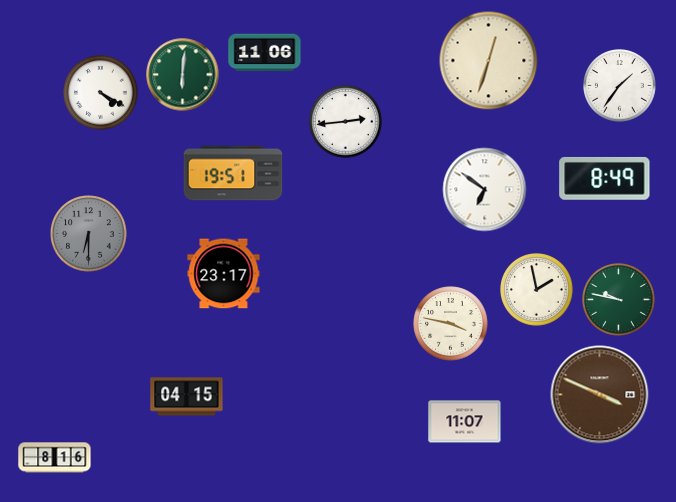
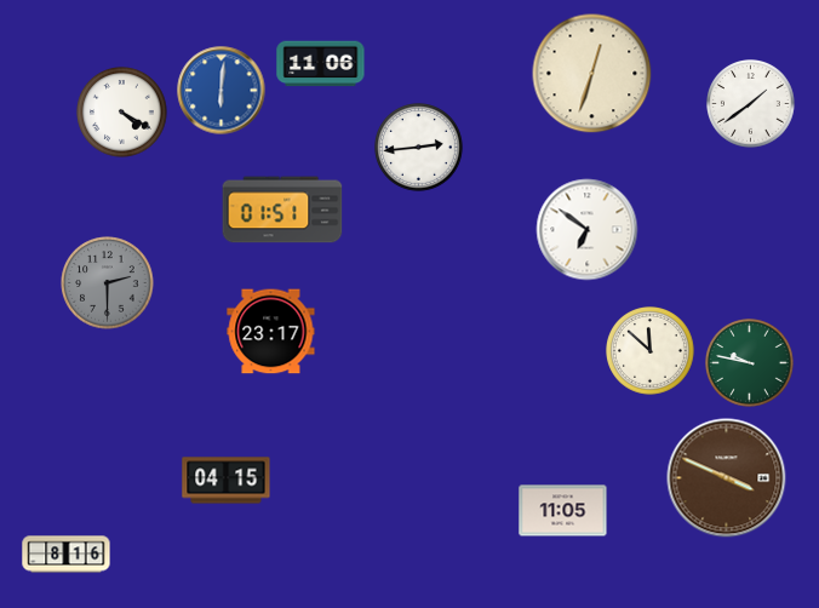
clock at (183, 75) dial: green -> blue
clock at (620, 86): 1:36 -> 1:39
clock at (233, 173): 19:51 -> 01:51
clock at (605, 178): 8:49 -> none
clock at (89, 234): 6:30 -> 2:30
clock at (537, 290): 1:58 -> 11:52
clock at (451, 324): 3:47 -> none
clock at (465, 422): 11:07 -> 11:05
